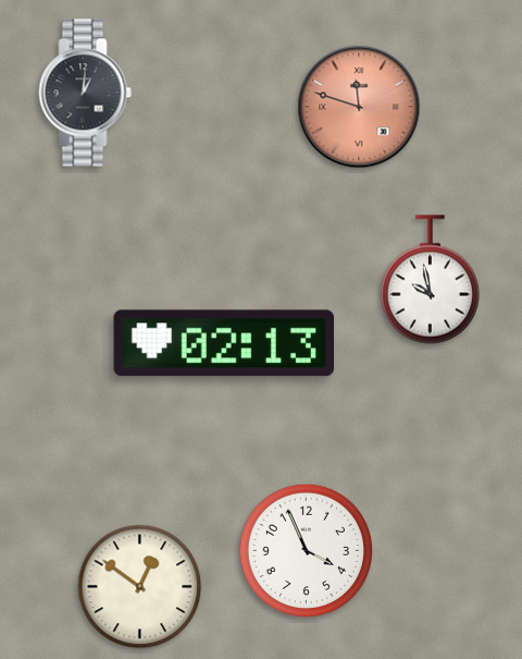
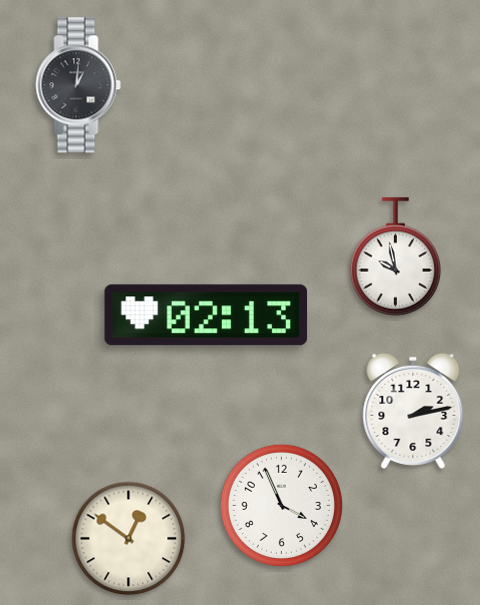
clock at (359, 107): 11:48 -> none
clock at (413, 411): none -> 2:13
